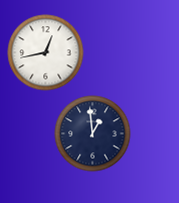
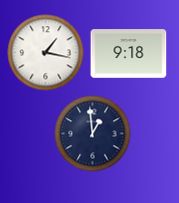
clock at (46, 53): 12:43 -> 1:17
clock at (129, 54): none -> 9:18
